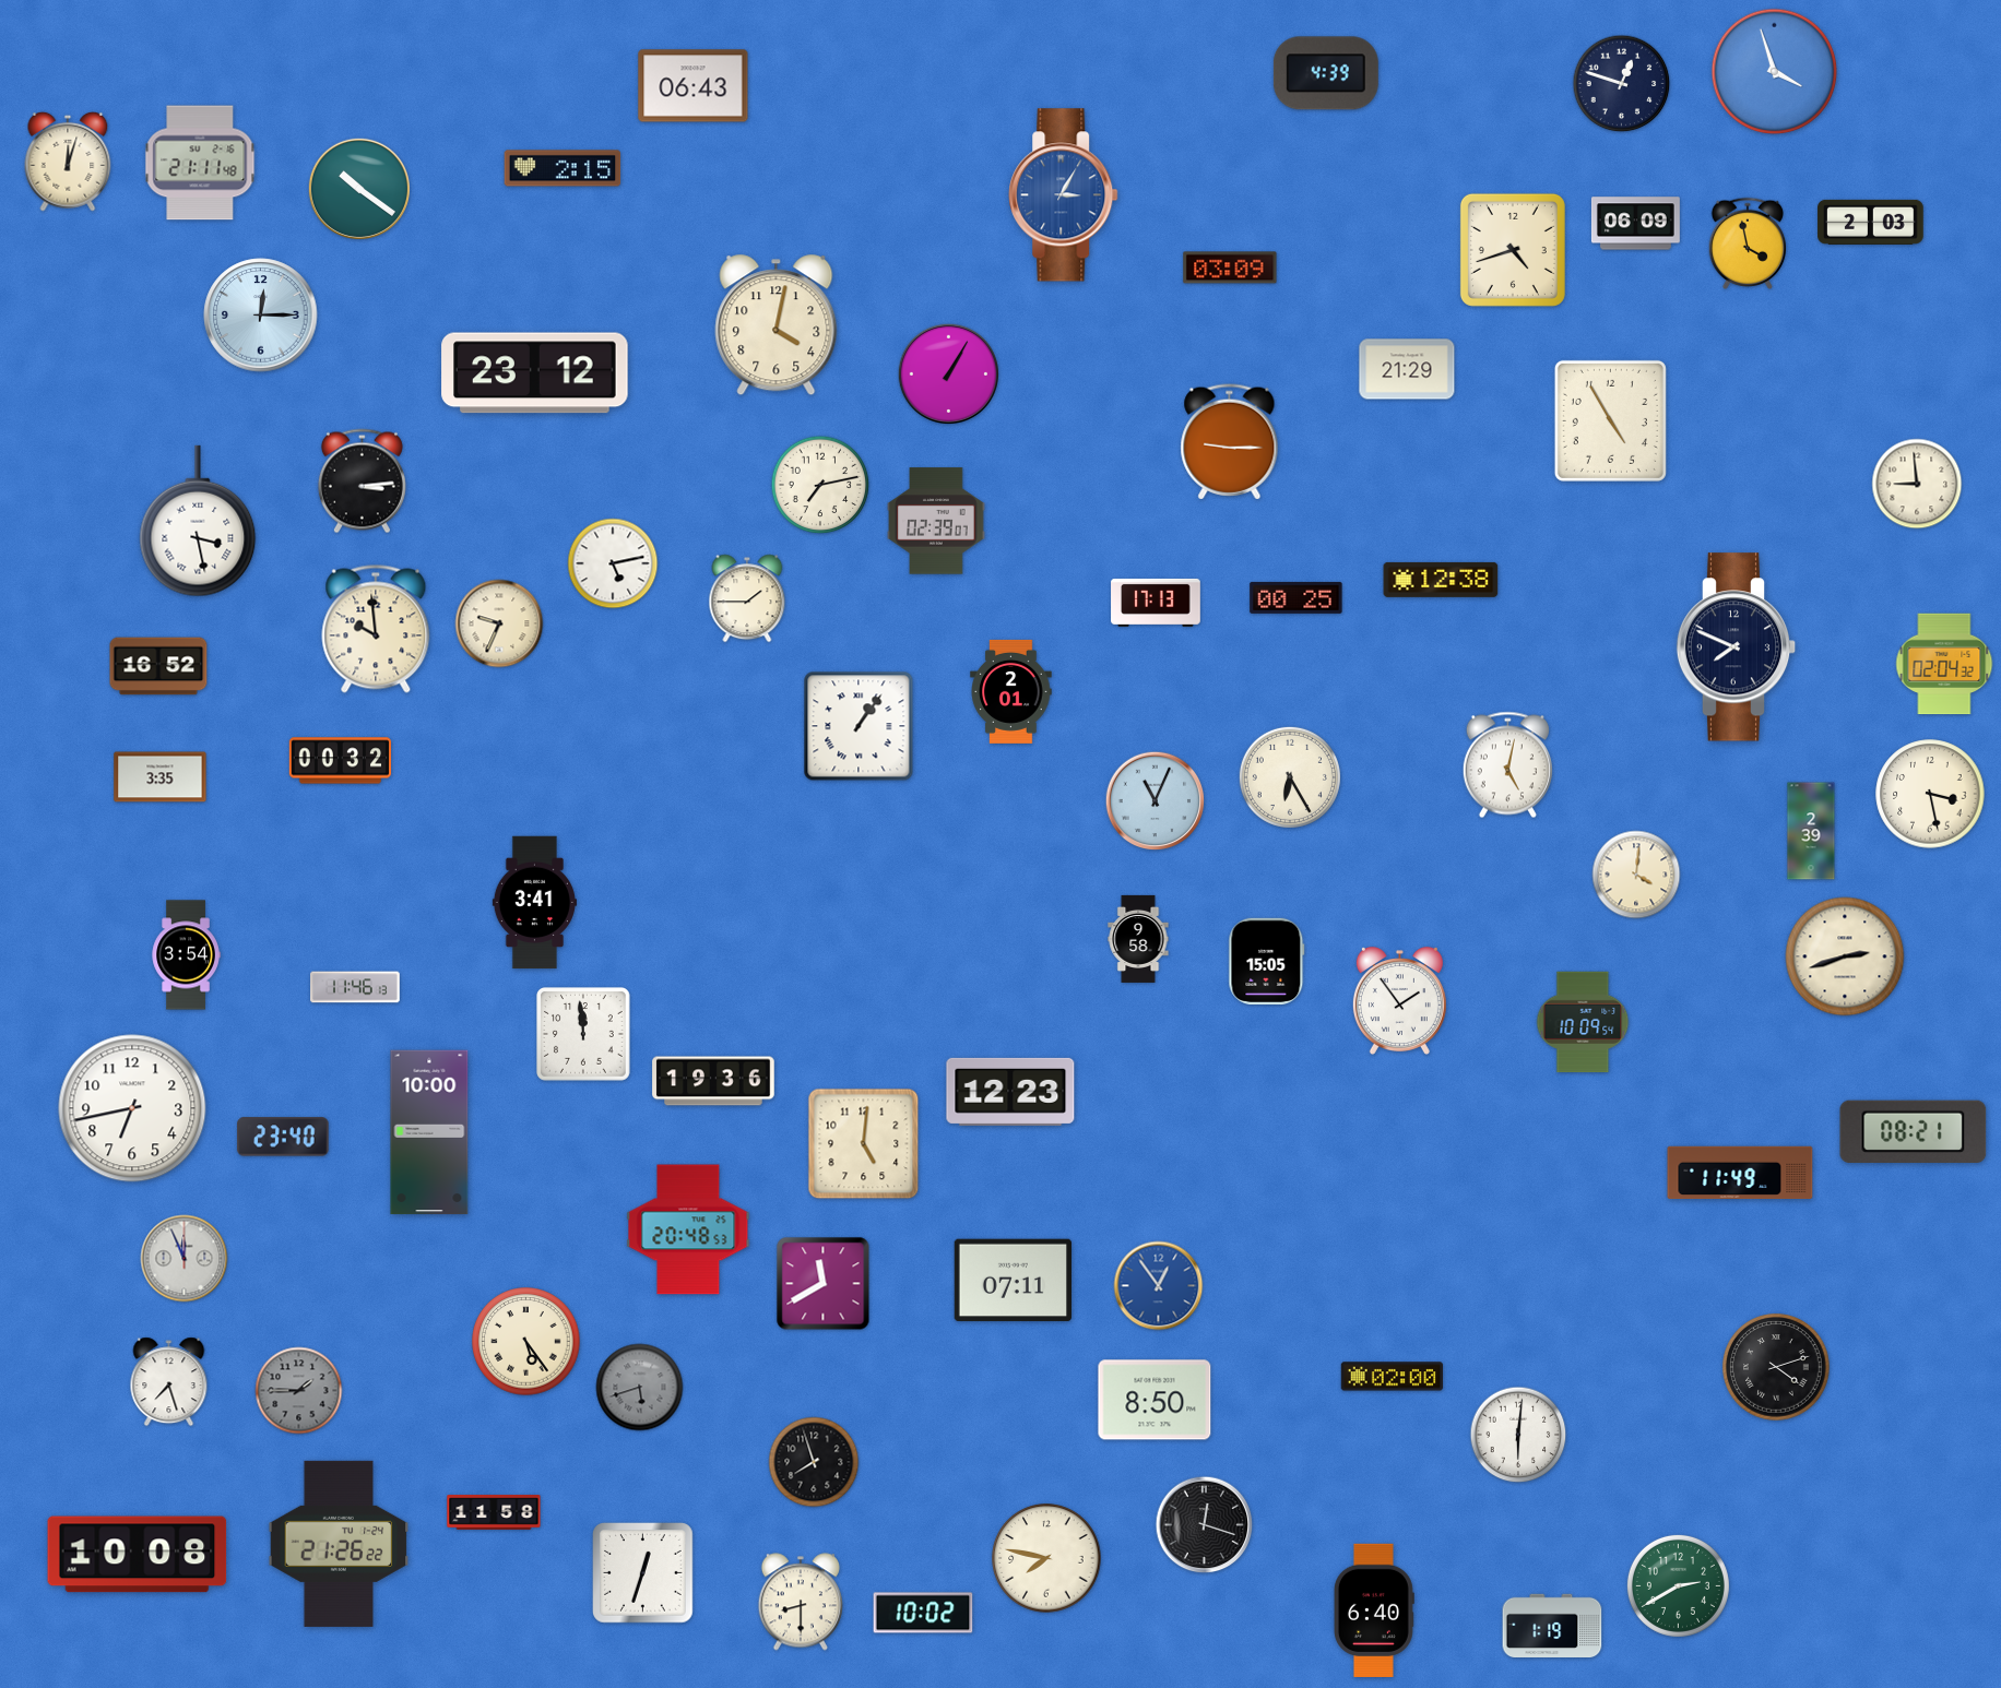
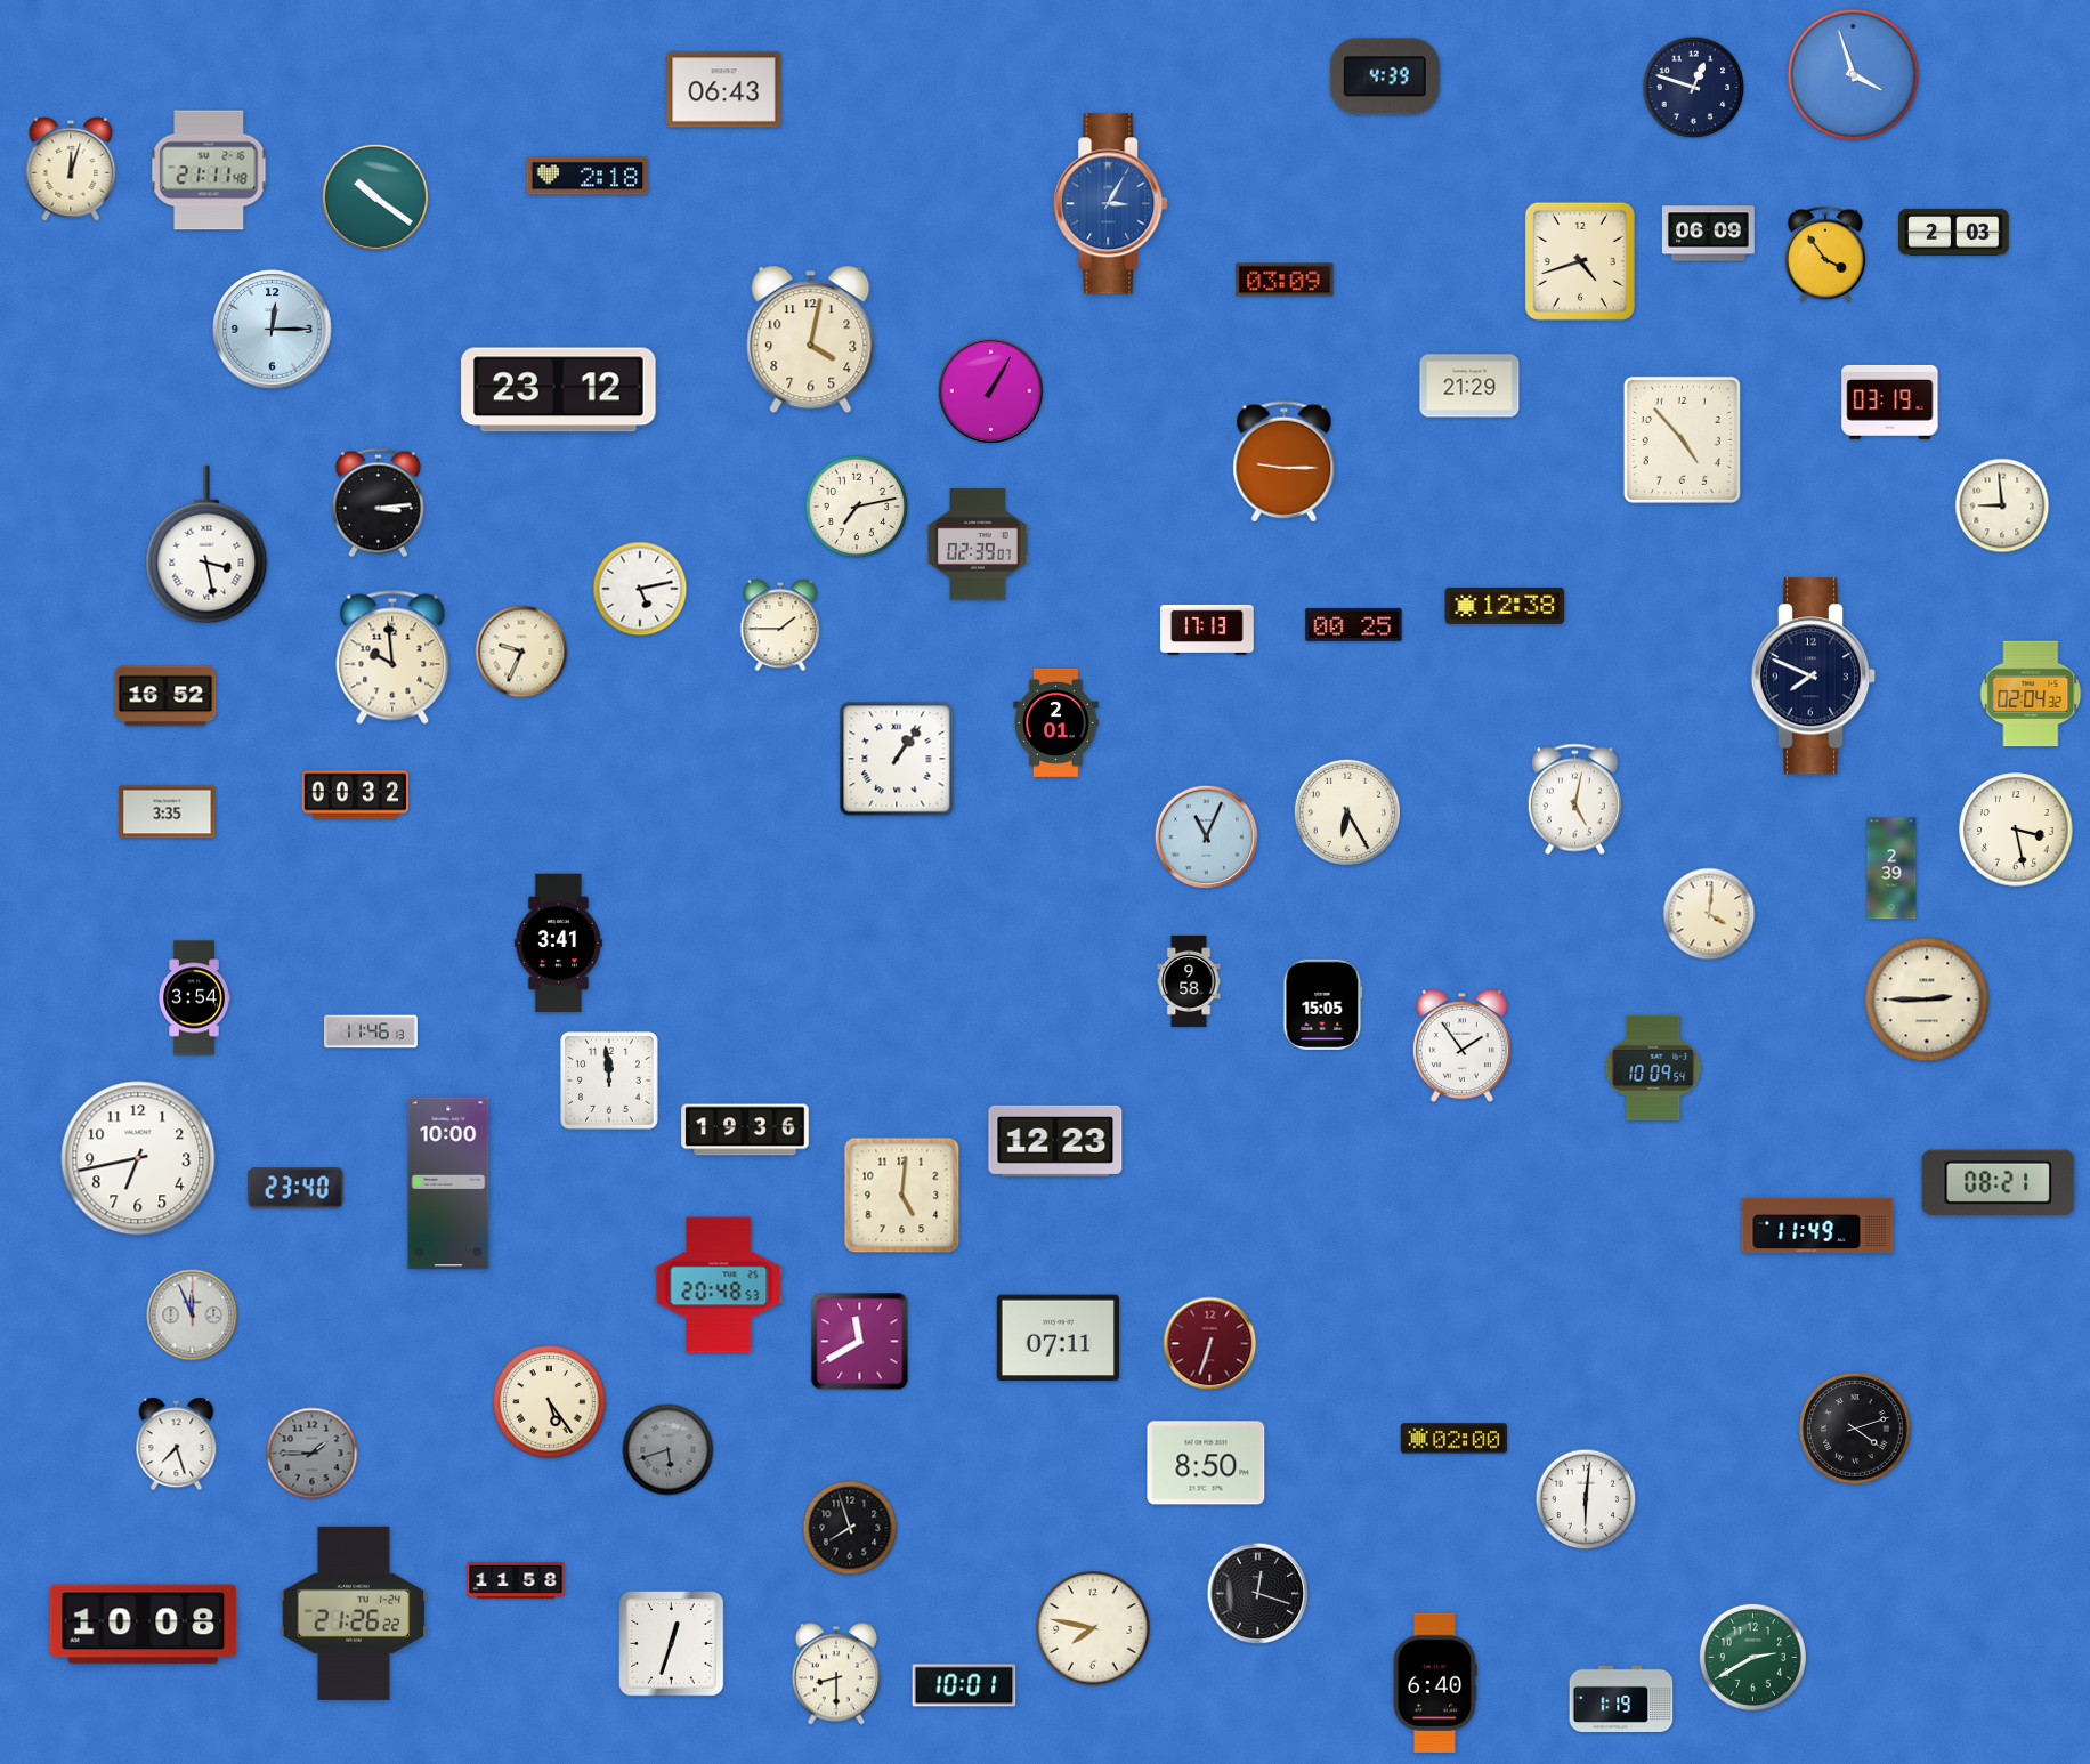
clock at (563, 168): 2:15 -> 2:18
clock at (1748, 243): 3:58 -> 3:54
clock at (1890, 402): none -> 03:19
clock at (1610, 420): 4:55 -> 4:53
clock at (1845, 956): 2:42 -> 2:45
clock at (1159, 1286): 12:54 -> 6:33
clock at (1159, 1286) dial: blue -> burgundy
clock at (923, 1613): 10:02 -> 10:01
